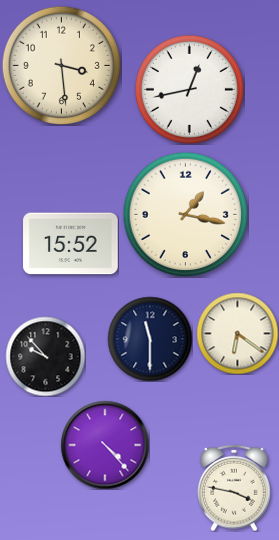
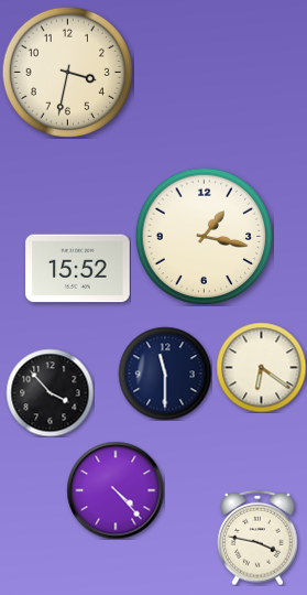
clock at (61, 65): 3:29 -> 3:32
clock at (189, 89): 12:43 -> none
clock at (45, 356): 9:53 -> 3:53
